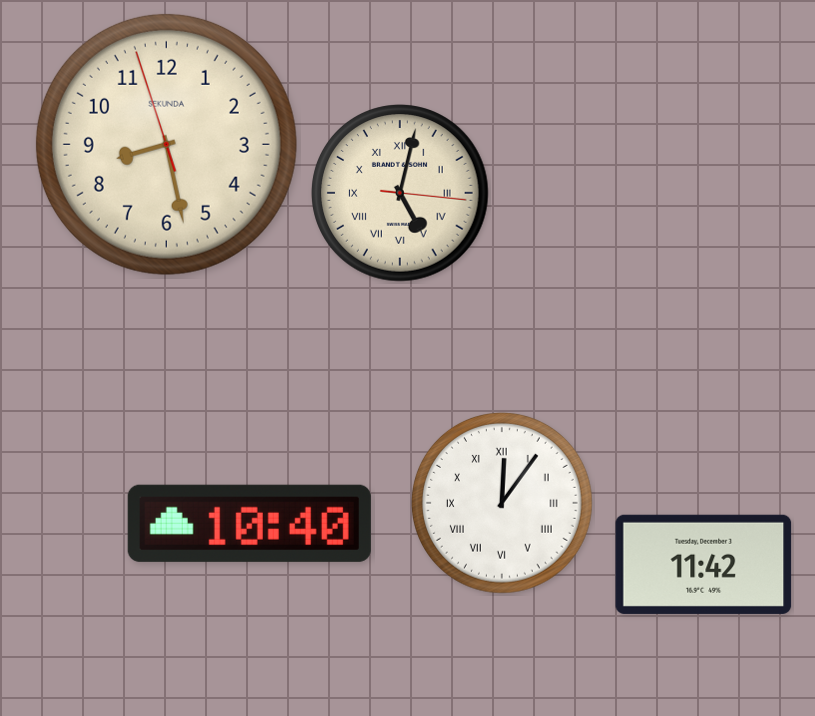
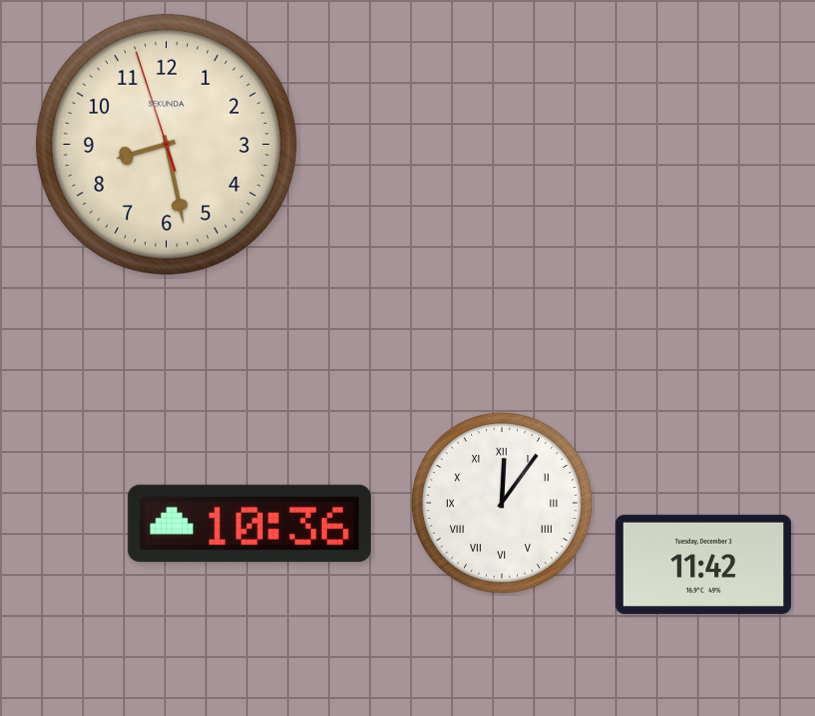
clock at (400, 193): 5:02 -> none
clock at (249, 523): 10:40 -> 10:36
